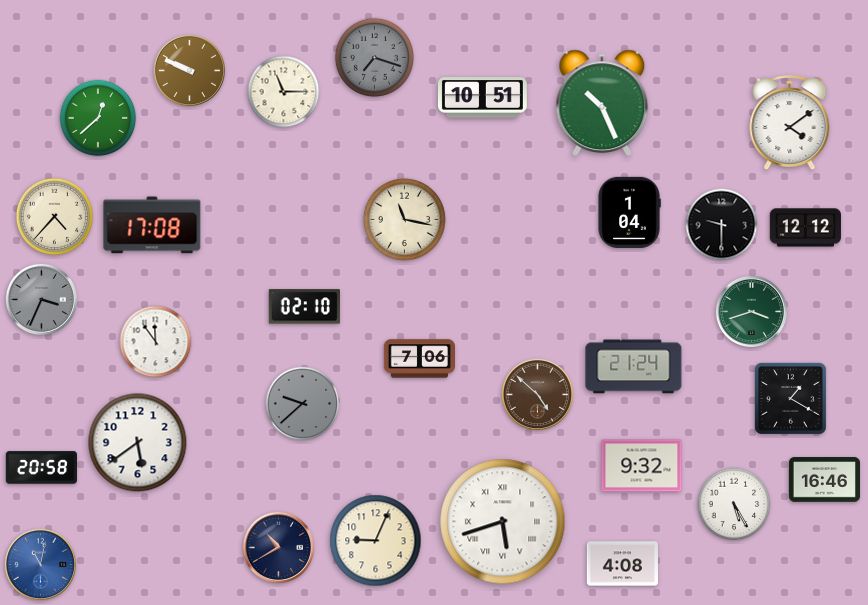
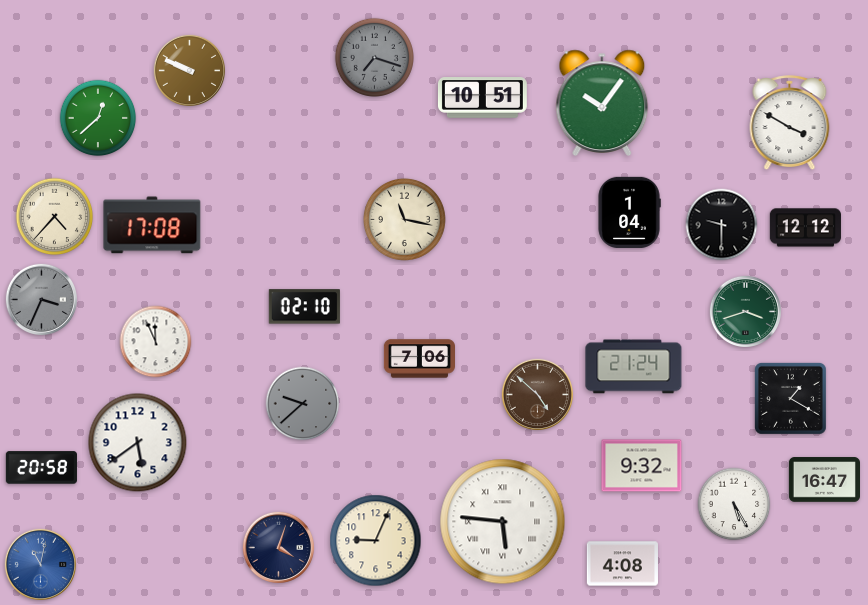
clock at (284, 92): 11:15 -> none
clock at (602, 103): 10:26 -> 10:06
clock at (790, 123): 4:09 -> 3:50
clock at (751, 311) position: (751, 311) -> (745, 311)
clock at (156, 342): 11:54 -> 11:56
clock at (824, 480): 16:46 -> 16:47
clock at (503, 522): 5:42 -> 5:46
clock at (278, 547): 10:40 -> 4:03
